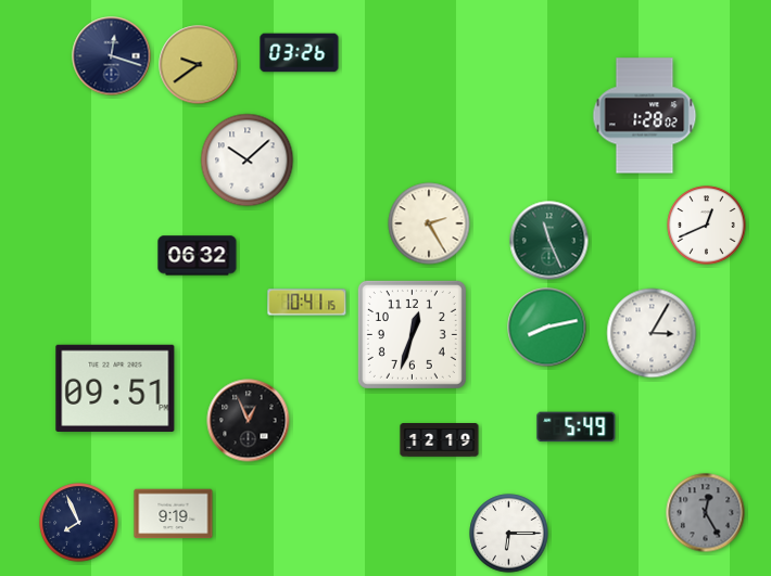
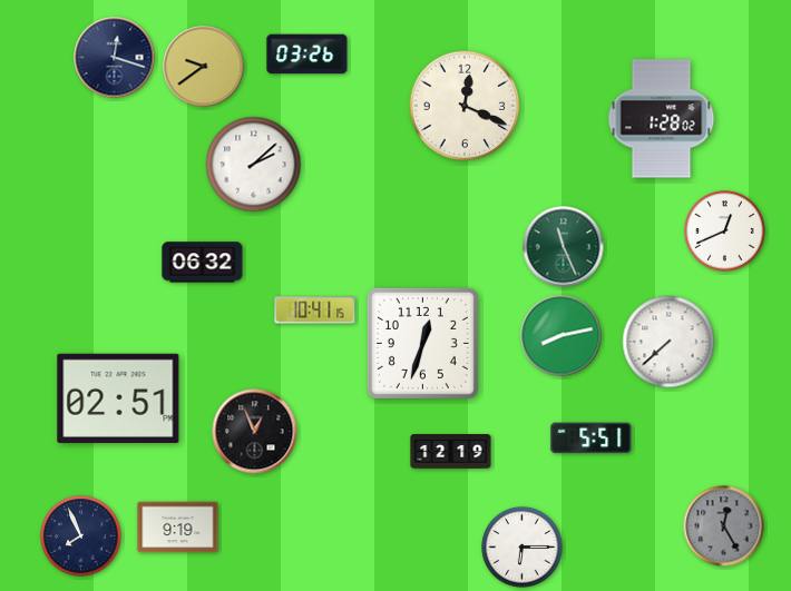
clock at (465, 106): none -> 12:19
clock at (248, 161): 10:08 -> 2:08
clock at (429, 223): 2:25 -> none
clock at (652, 333): 3:05 -> 7:38
clock at (115, 388): 09:51 -> 02:51
clock at (577, 427): 5:49 -> 5:51
